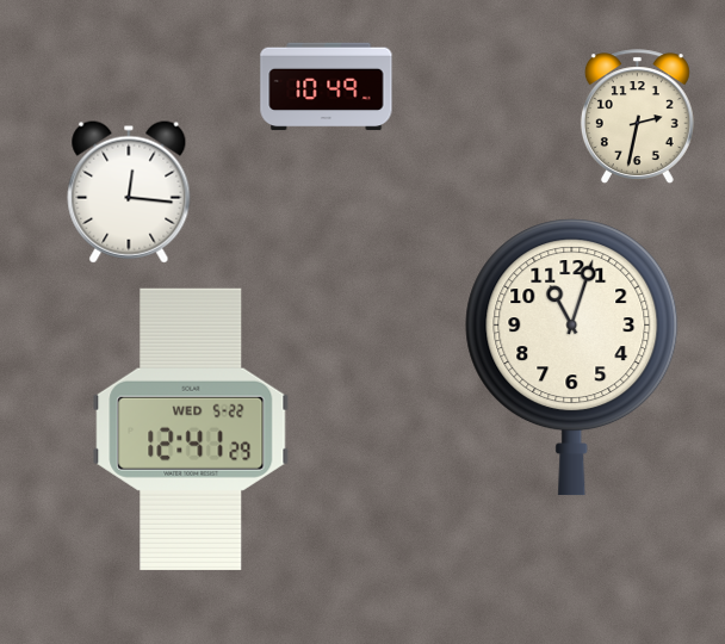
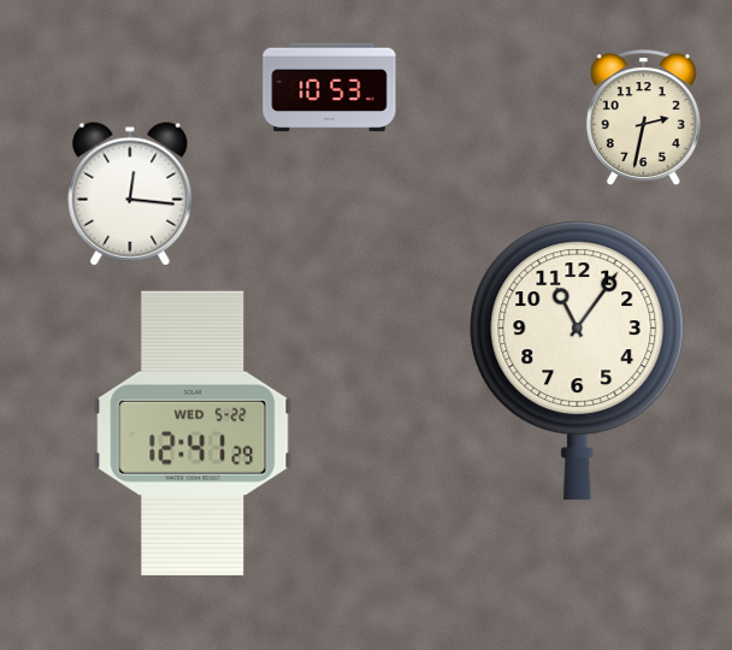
clock at (327, 87): 10:49 -> 10:53
clock at (572, 358): 11:03 -> 11:06
